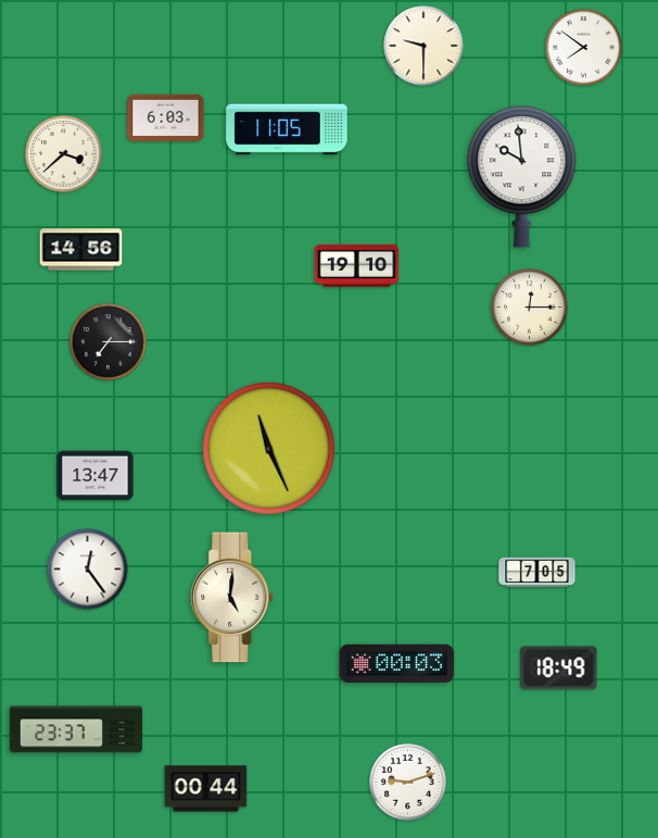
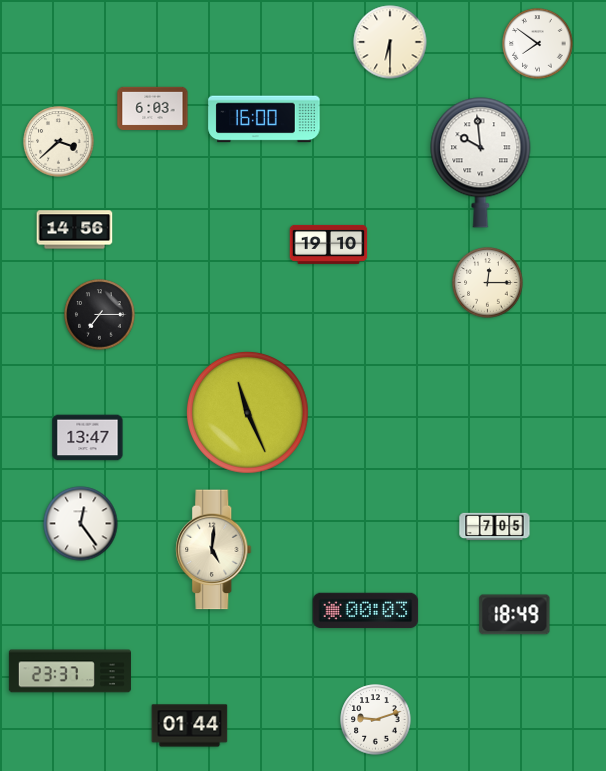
clock at (423, 46): 9:30 -> 6:30
clock at (287, 129): 11:05 -> 16:00
clock at (206, 789): 00:44 -> 01:44
